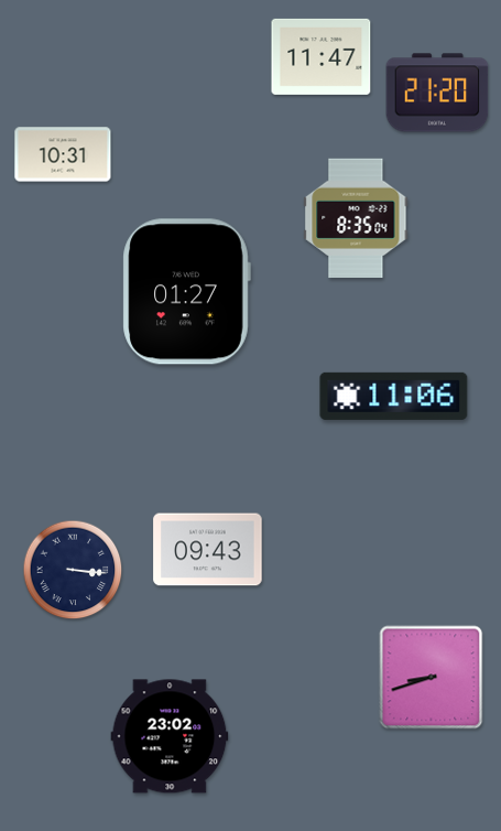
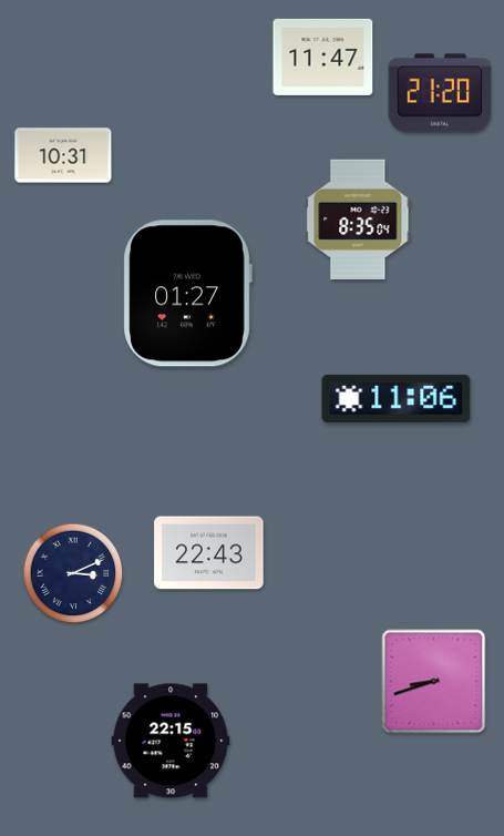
clock at (208, 550): 09:43 -> 22:43
clock at (73, 570): 3:16 -> 3:11
clock at (170, 736): 23:02 -> 22:15
